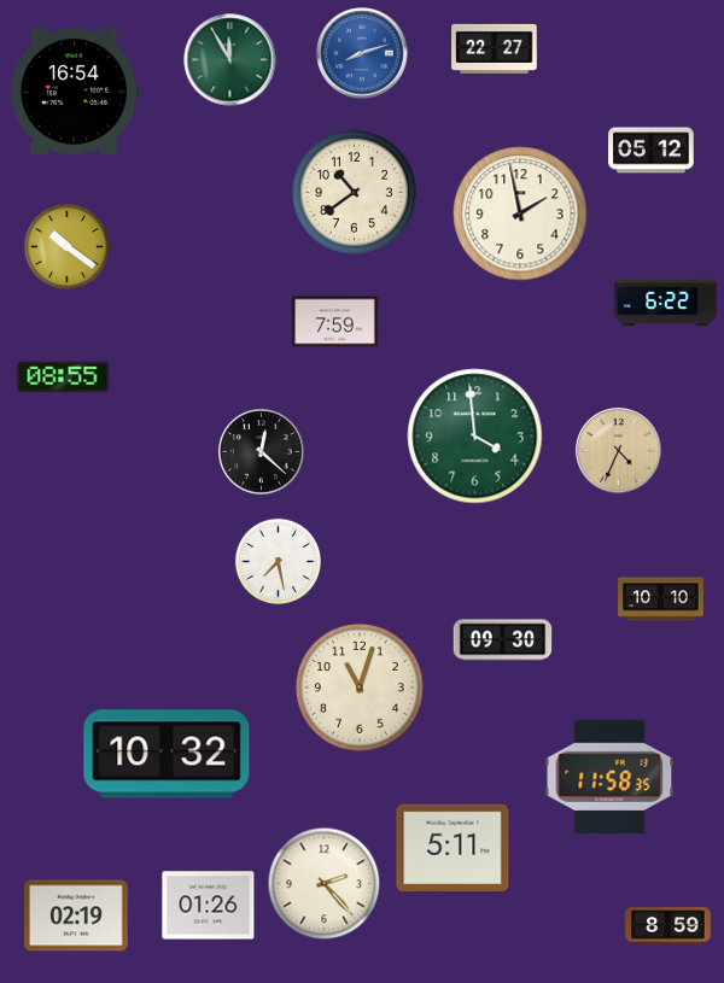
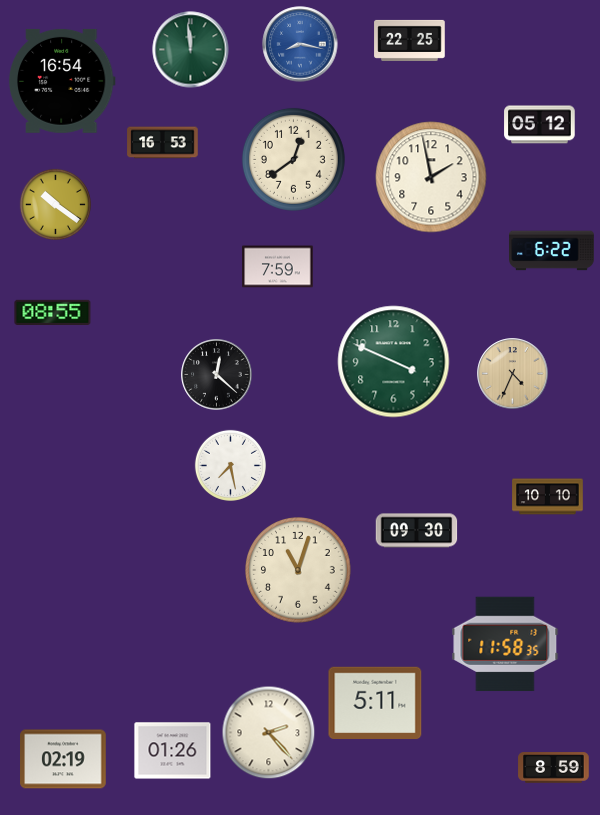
clock at (495, 48): 22:27 -> 22:25
clock at (362, 53): 8:12 -> 8:17
clock at (230, 60): 11:55 -> 11:59
clock at (75, 92) position: (75, 92) -> (62, 81)
clock at (163, 143): none -> 16:53
clock at (354, 192): 10:39 -> 12:39
clock at (475, 437): 3:59 -> 3:49
clock at (167, 754): 10:32 -> none
